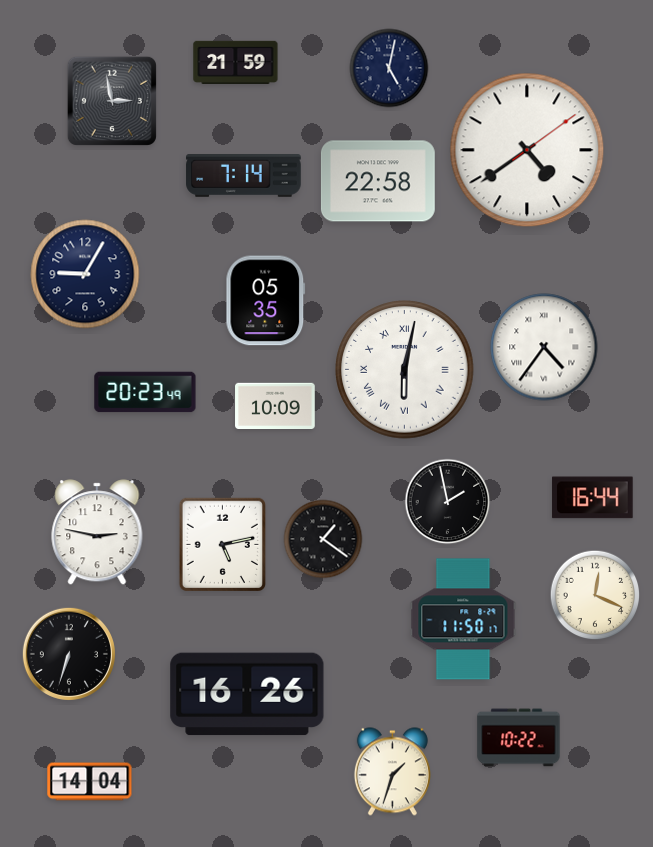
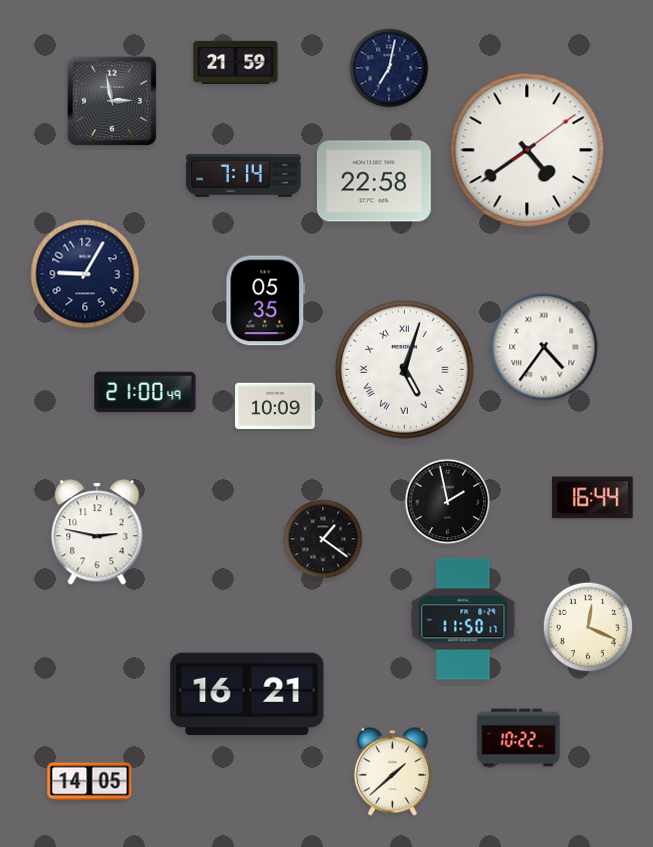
clock at (389, 68): 5:02 -> 7:02
clock at (378, 181) position: (378, 181) -> (374, 181)
clock at (405, 370): 6:02 -> 5:03
clock at (145, 392): 20:23 -> 21:00
clock at (222, 544): 5:13 -> none
clock at (595, 595) position: (595, 595) -> (588, 627)
clock at (69, 654): 6:33 -> none
clock at (247, 694): 16:26 -> 16:21
clock at (392, 772): 1:33 -> 1:38
clock at (90, 782): 14:04 -> 14:05
